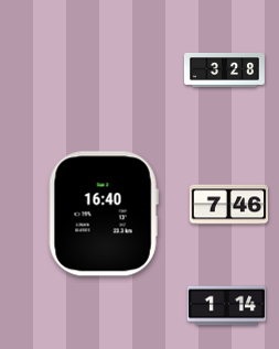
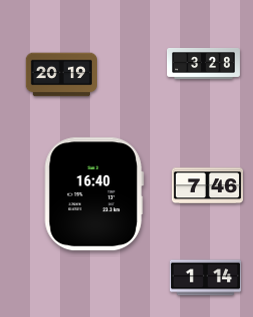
clock at (61, 75): none -> 20:19
